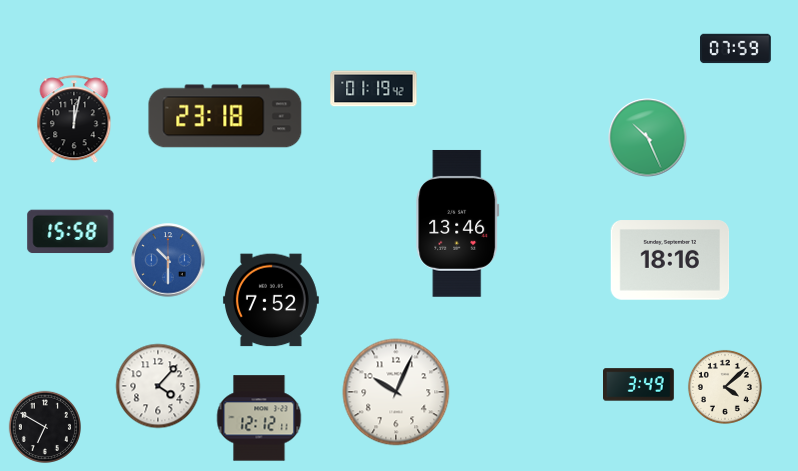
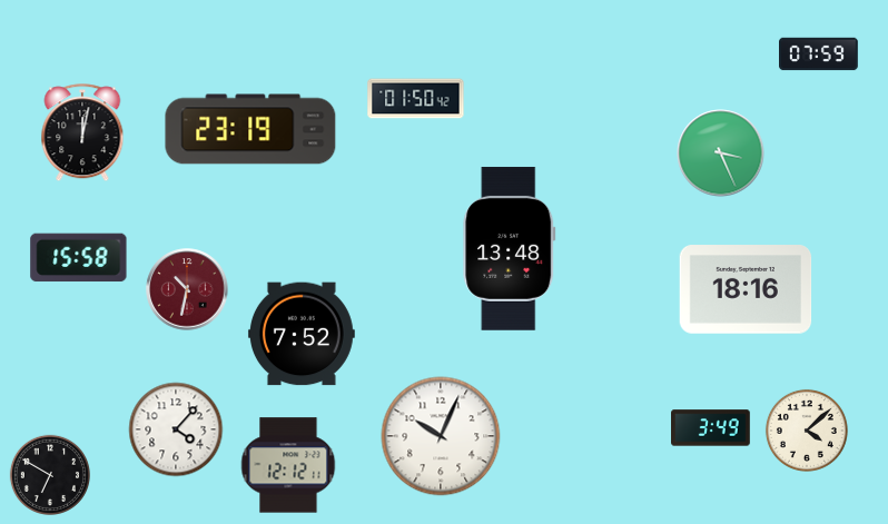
clock at (374, 89): 01:19 -> 01:50
clock at (225, 116): 23:18 -> 23:19
clock at (648, 138): 10:26 -> 3:26
clock at (458, 223): 13:46 -> 13:48
clock at (168, 260): 10:30 -> 10:32
clock at (168, 260) dial: blue -> burgundy
